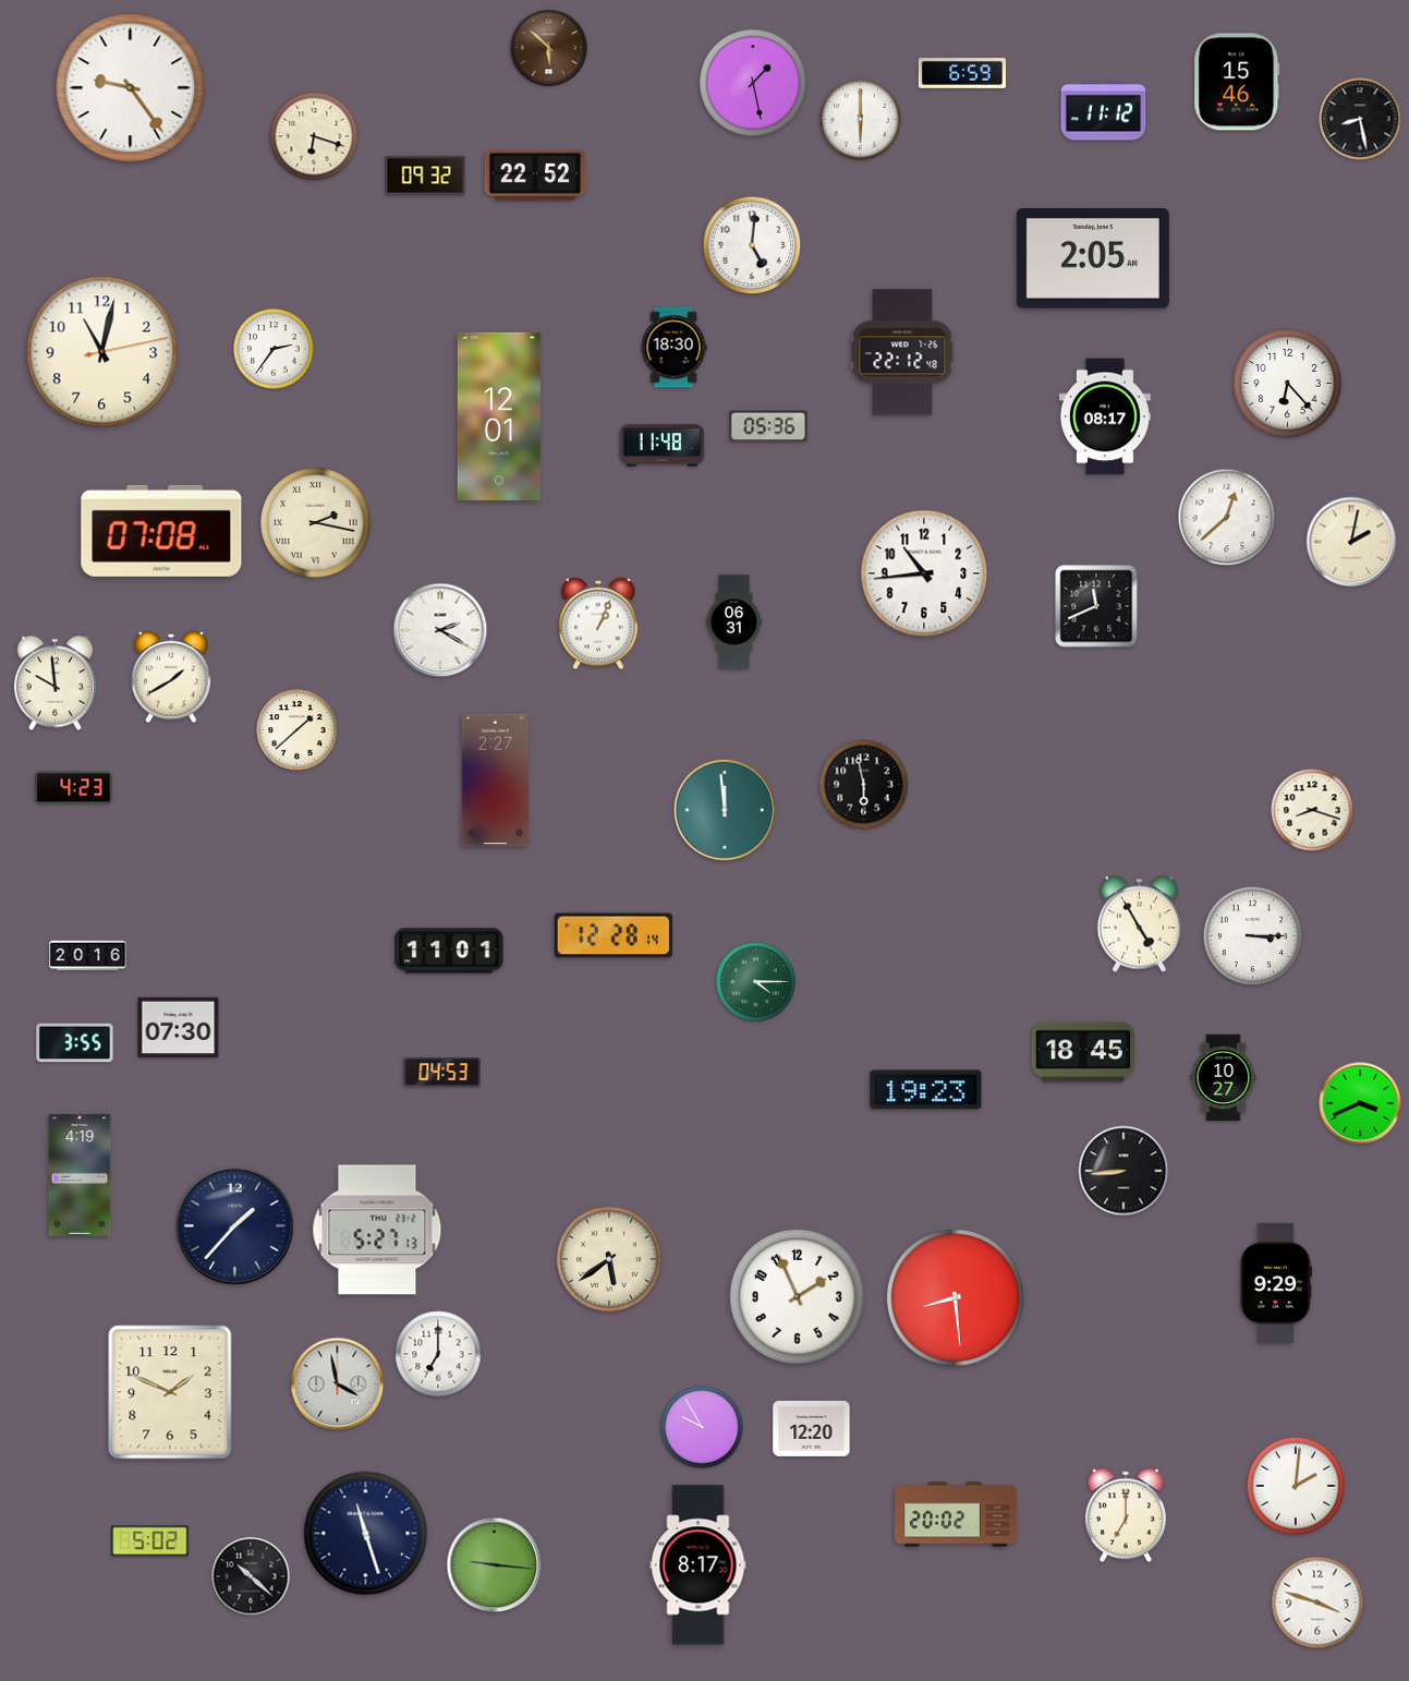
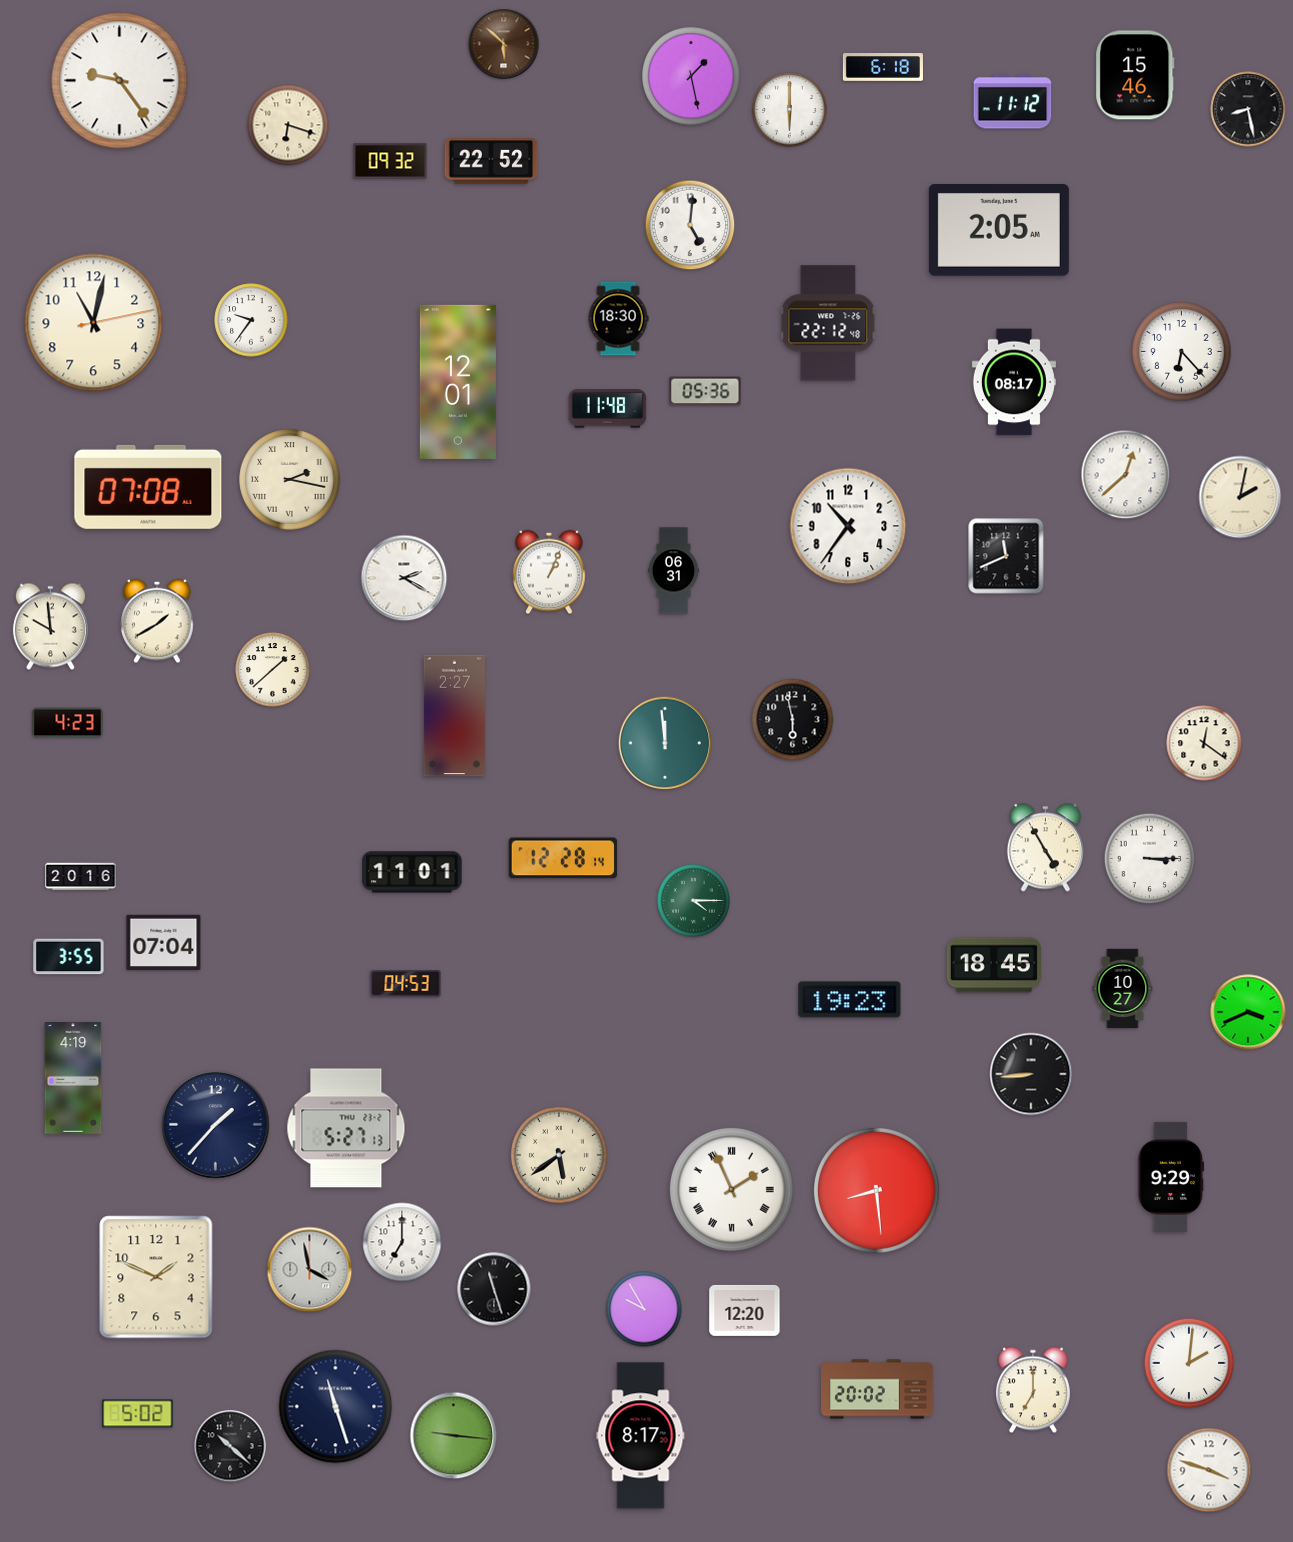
clock at (961, 74): 6:59 -> 6:18
clock at (1093, 259) position: (1093, 259) -> (999, 231)
clock at (274, 349): 2:36 -> 9:36
clock at (924, 573): 10:44 -> 10:36
clock at (1312, 810): 8:18 -> 12:21
clock at (179, 1028): 07:30 -> 07:04
clock at (797, 1296) numerals: Arabic -> Roman
clock at (494, 1289): none -> 11:27
